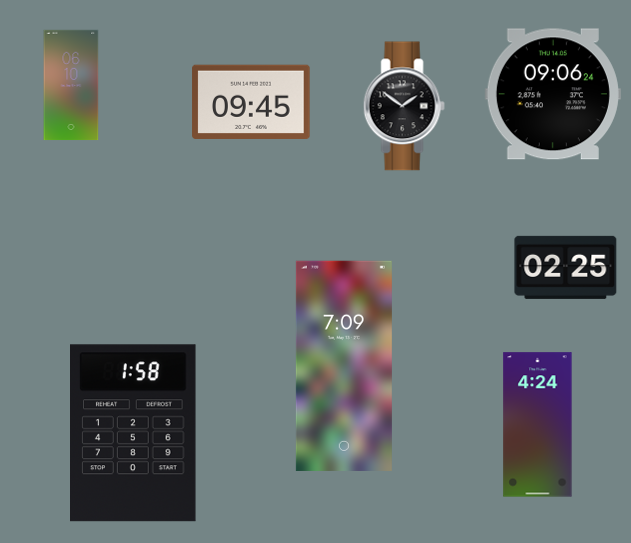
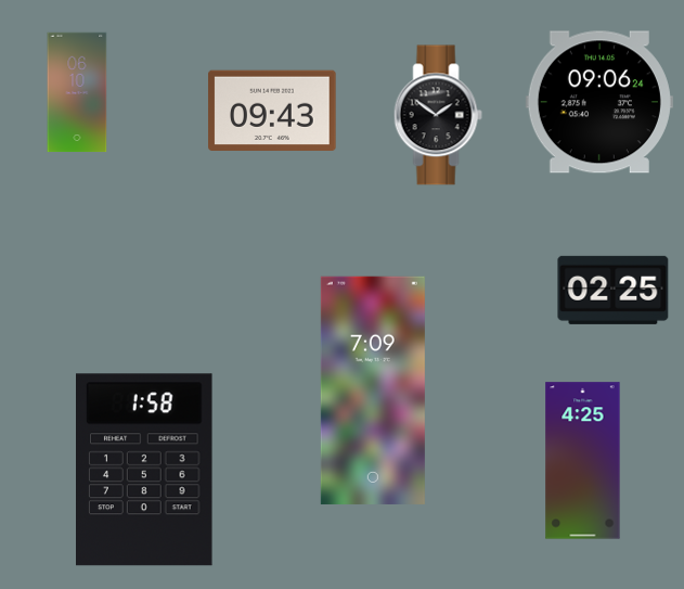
clock at (251, 101): 09:45 -> 09:43
clock at (344, 366) position: (344, 366) -> (373, 390)
clock at (538, 425): 4:24 -> 4:25
